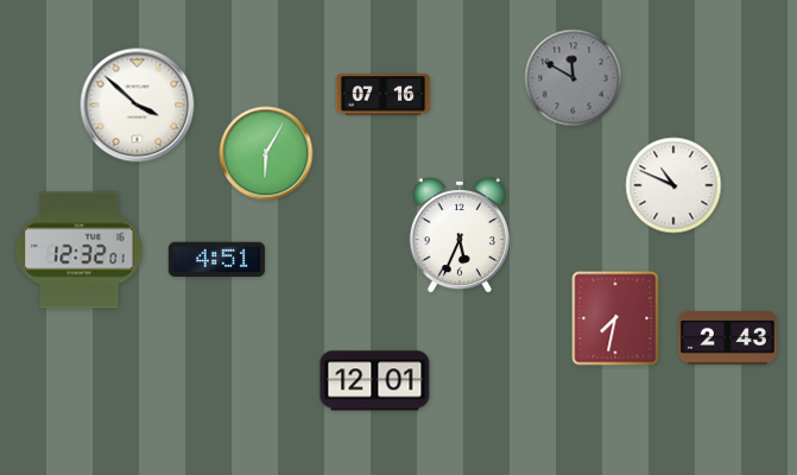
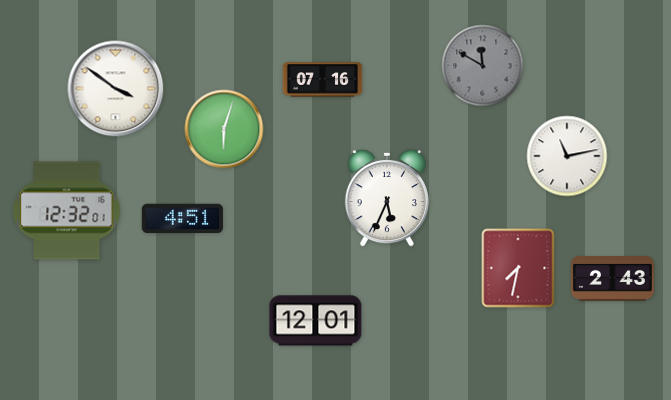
clock at (138, 106): 3:52 -> 3:51
clock at (266, 153): 6:05 -> 6:03
clock at (673, 185): 10:49 -> 11:13
clock at (727, 338) position: (727, 338) -> (612, 279)
